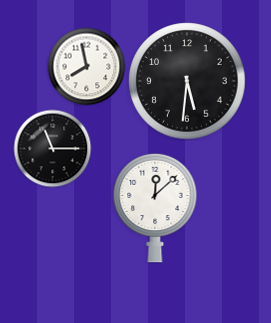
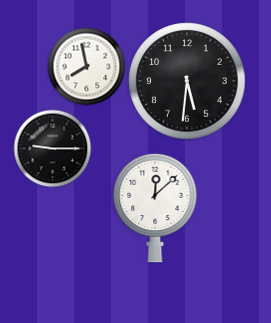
clock at (52, 148): 11:15 -> 9:15
